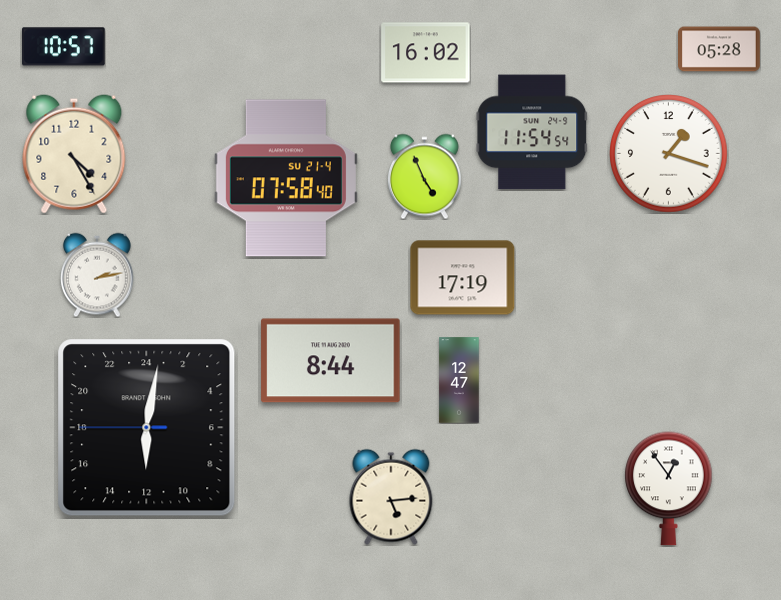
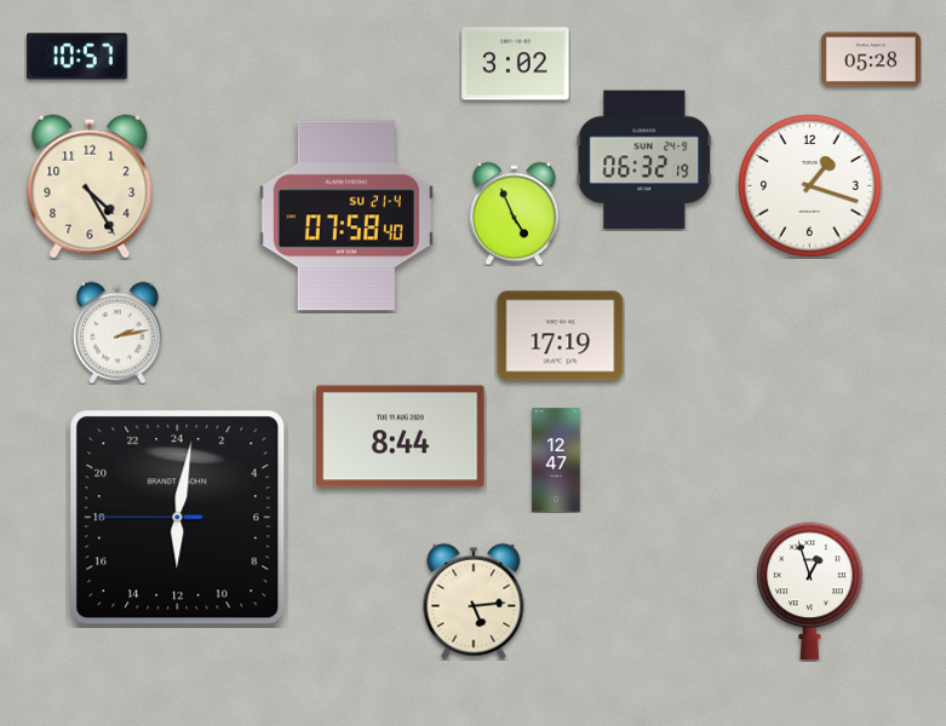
clock at (426, 53): 16:02 -> 3:02
clock at (532, 132): 11:54 -> 06:32
clock at (669, 489): 12:54 -> 12:57
